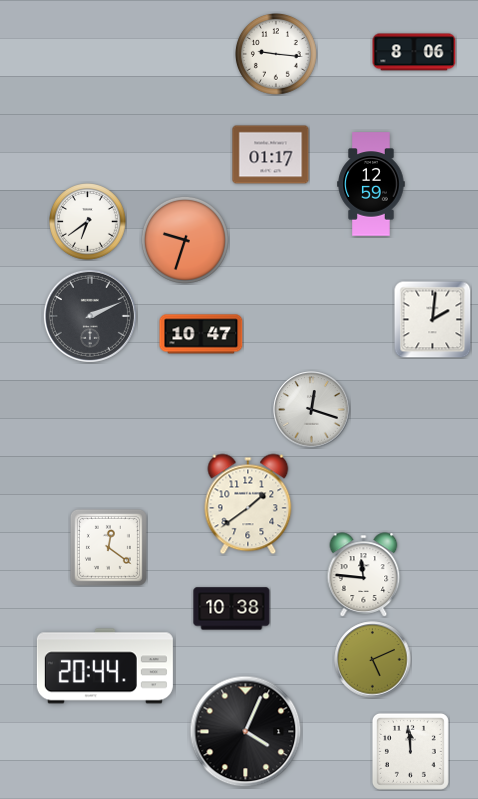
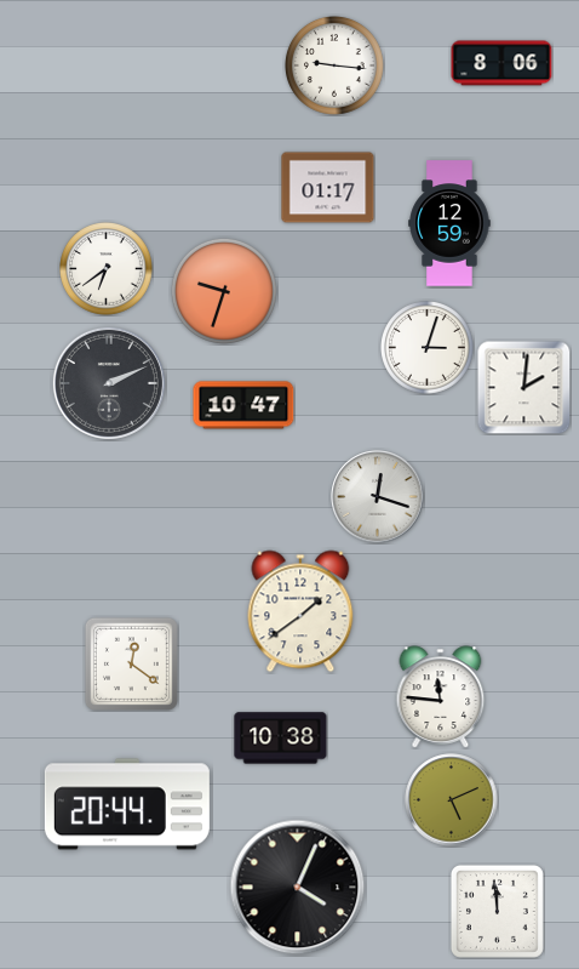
clock at (428, 348): none -> 3:03
clock at (105, 666) position: (105, 666) -> (127, 804)
